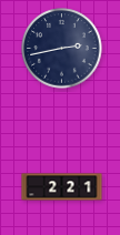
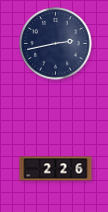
clock at (62, 187): 2:21 -> 2:26
